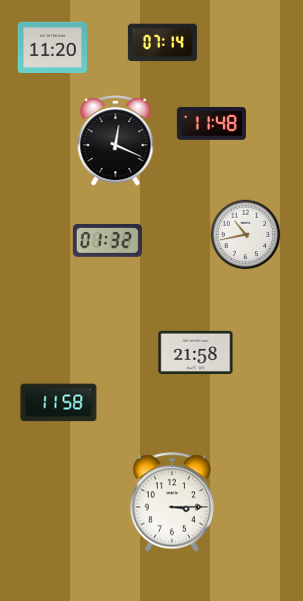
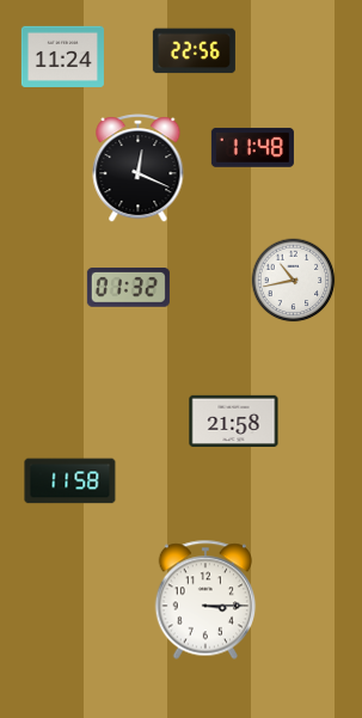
clock at (162, 43): 07:14 -> 22:56
clock at (52, 47): 11:20 -> 11:24
